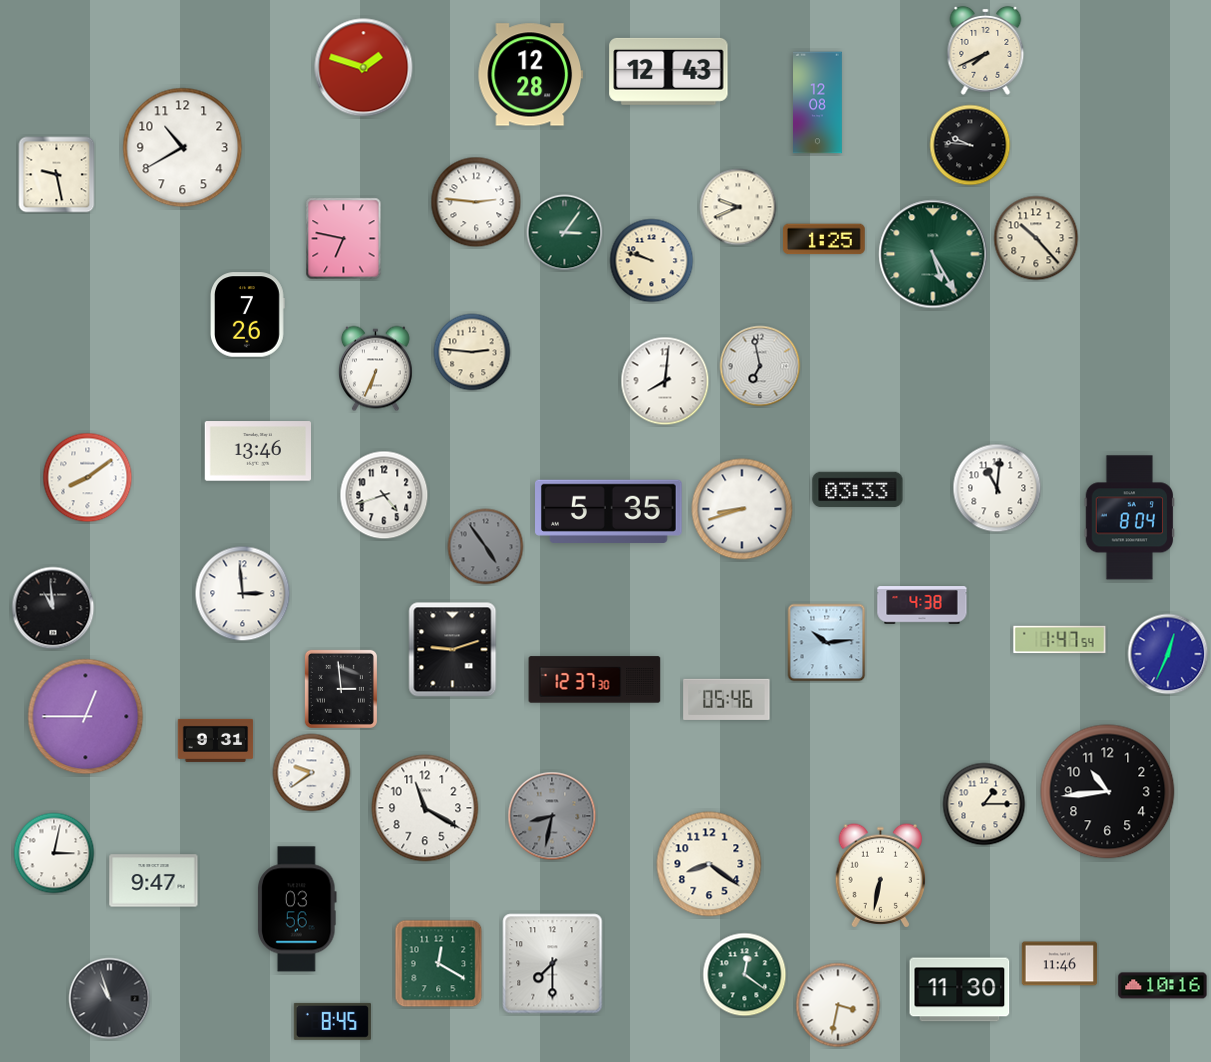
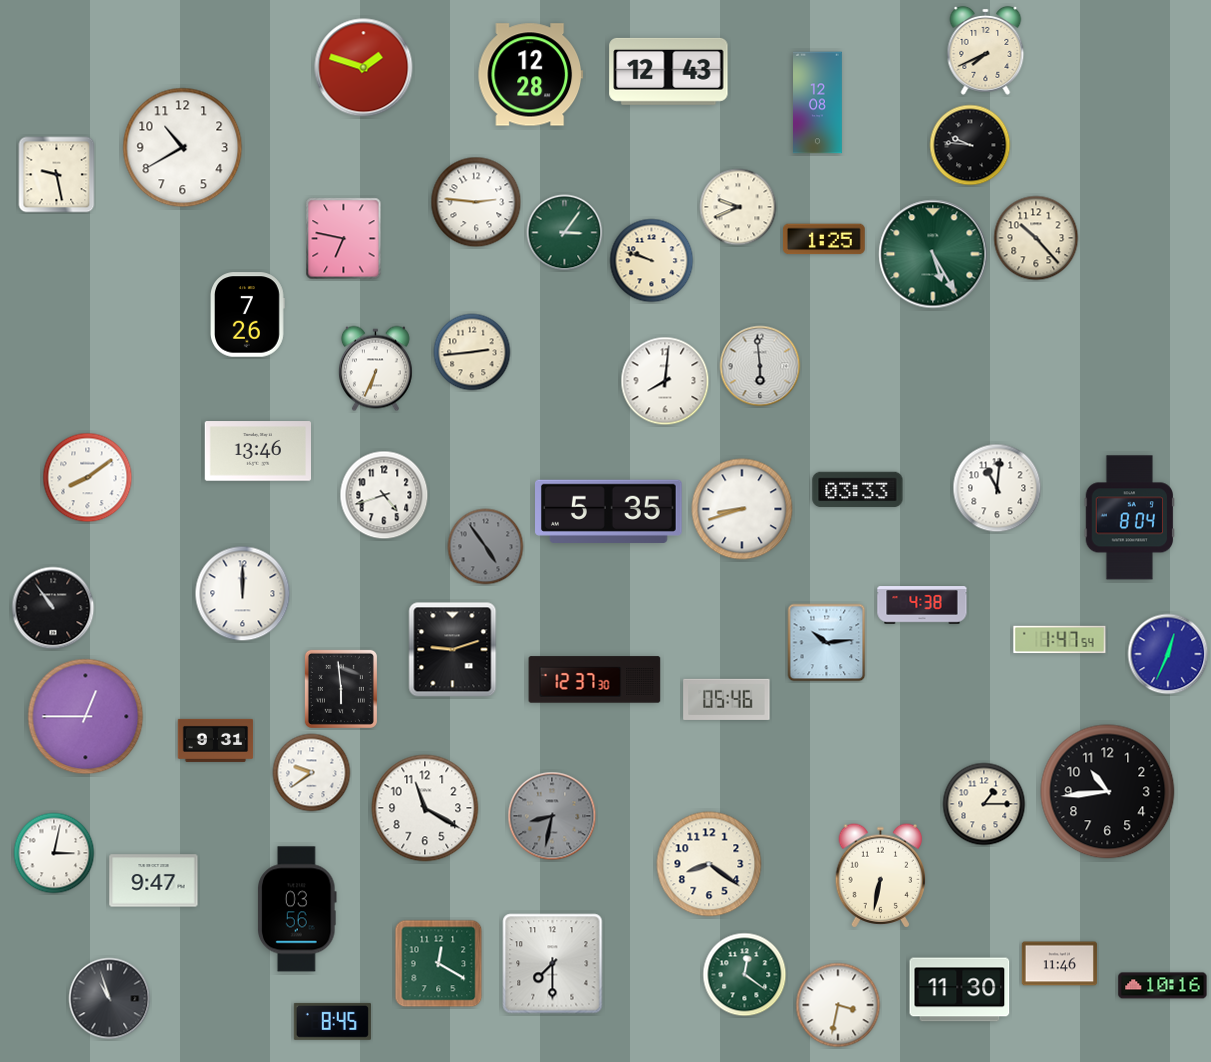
clock at (472, 352): 2:46 -> 2:44
clock at (760, 366): 6:58 -> 5:59
clock at (243, 594): 2:59 -> 12:00
clock at (53, 608): 10:59 -> 10:54
clock at (341, 689): 2:59 -> 5:59
